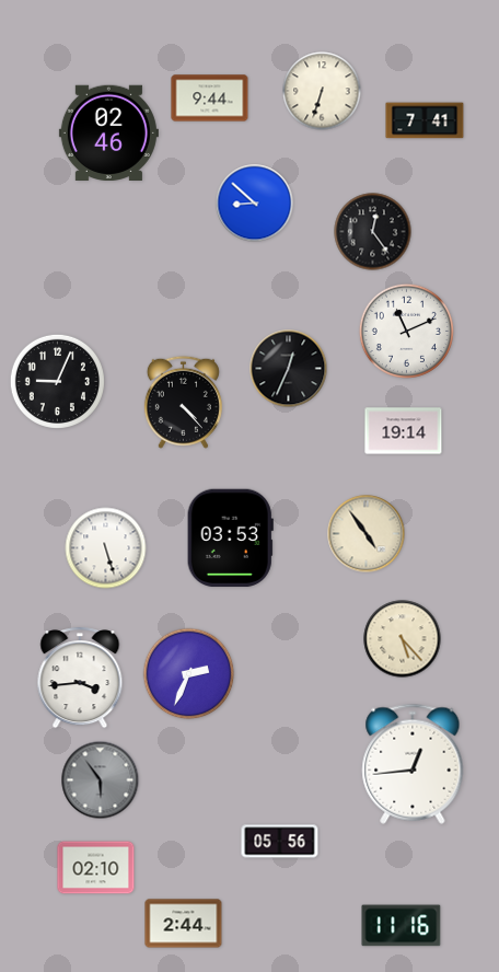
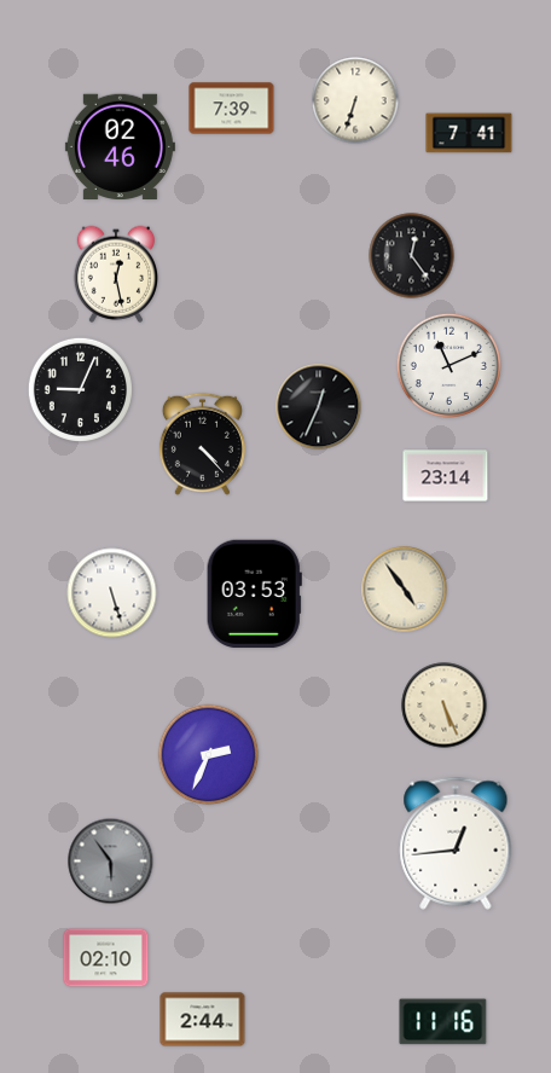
clock at (210, 99): 9:44 -> 7:39
clock at (255, 204): 8:52 -> none
clock at (115, 274): none -> 12:28
clock at (57, 381) position: (57, 381) -> (80, 389)
clock at (404, 431): 19:14 -> 23:14
clock at (106, 548) position: (106, 548) -> (112, 593)
clock at (403, 639): 5:23 -> 5:26
clock at (189, 674) position: (189, 674) -> (209, 755)
clock at (80, 678): 3:44 -> none
clock at (280, 842): 05:56 -> none
